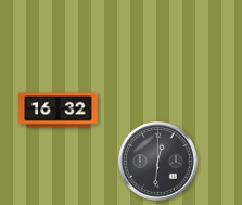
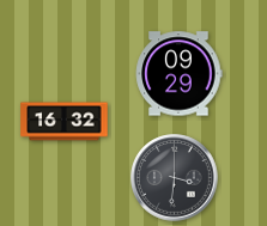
clock at (178, 74): none -> 09:29
clock at (158, 162): 12:31 -> 3:31
